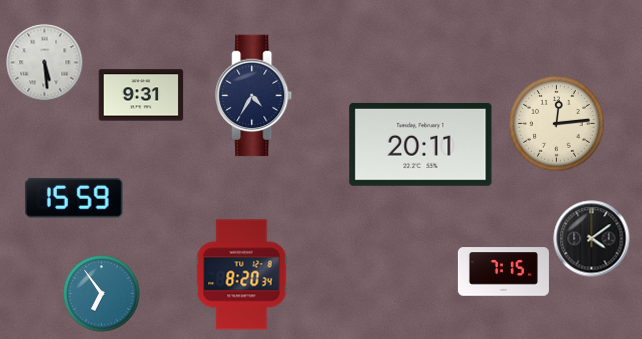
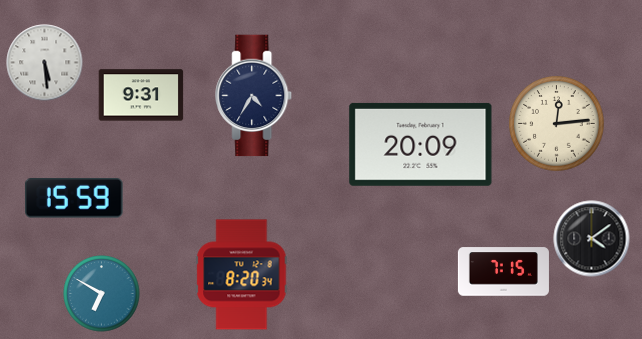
clock at (421, 144): 20:11 -> 20:09
clock at (102, 294): 6:54 -> 6:50
